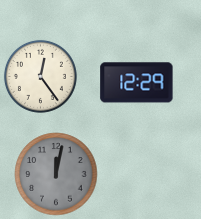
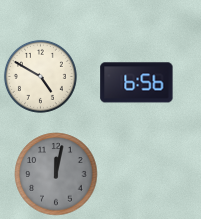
clock at (40, 76): 12:24 -> 4:50
clock at (137, 83): 12:29 -> 6:56
